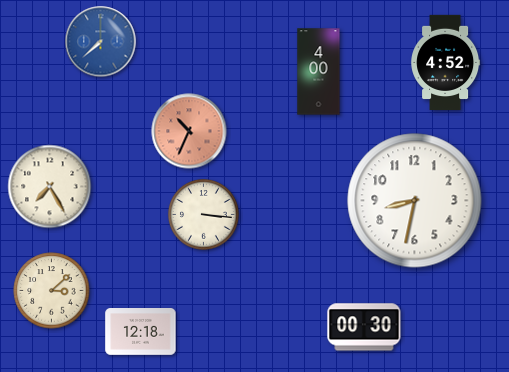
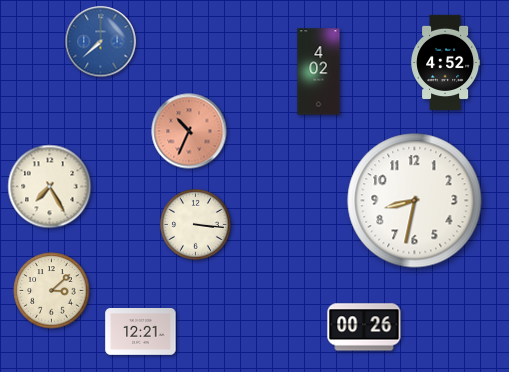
clock at (319, 72): 4:00 -> 4:02
clock at (203, 214) position: (203, 214) -> (195, 224)
clock at (364, 327): 00:30 -> 00:26
clock at (141, 332): 12:18 -> 12:21
